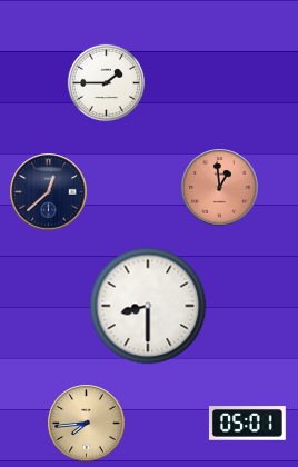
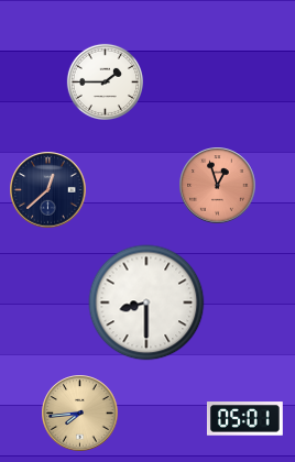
clock at (220, 188): 12:59 -> 12:57
clock at (87, 424) position: (87, 424) -> (80, 414)
